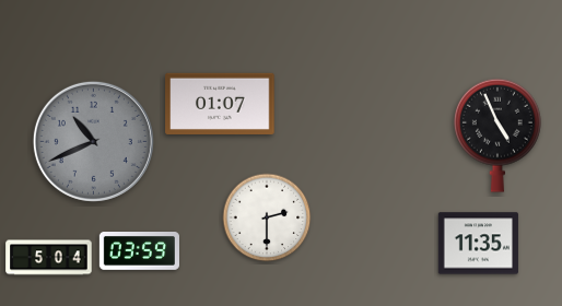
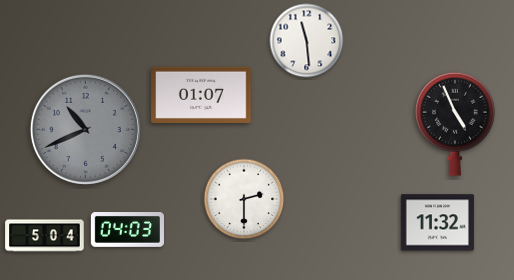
clock at (307, 41): none -> 11:29
clock at (478, 244): 11:35 -> 11:32
clock at (139, 251): 03:59 -> 04:03
